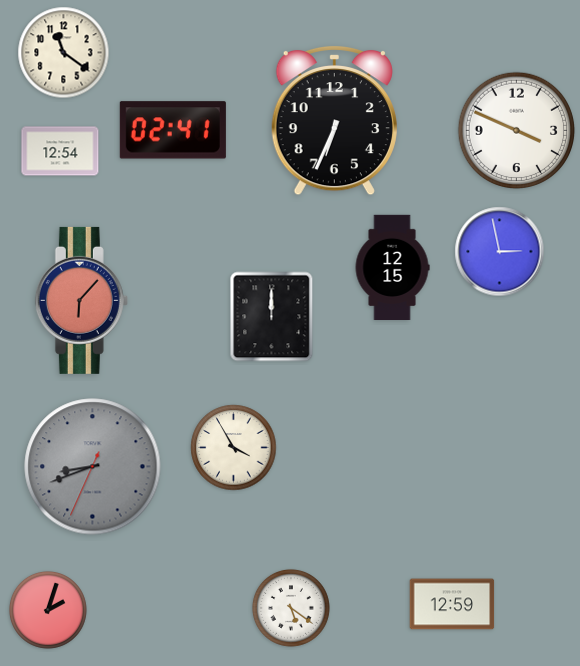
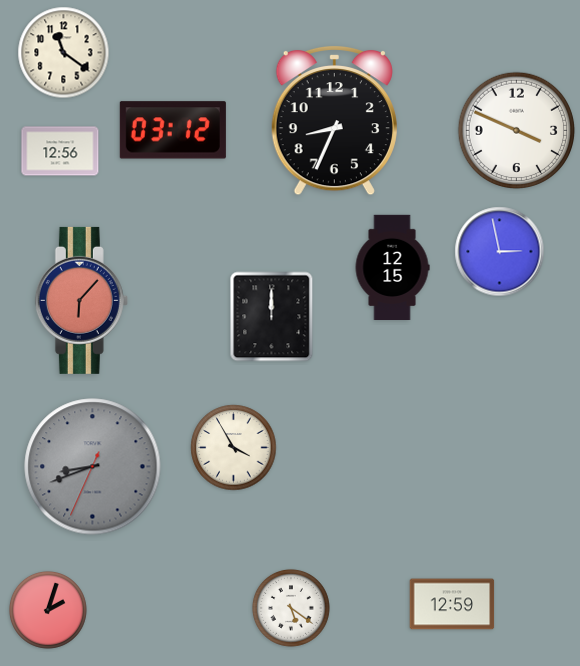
clock at (334, 120): 6:34 -> 8:34
clock at (173, 130): 02:41 -> 03:12
clock at (60, 151): 12:54 -> 12:56
